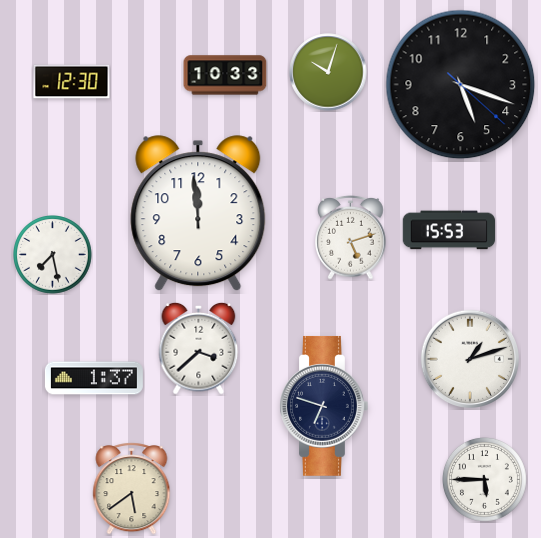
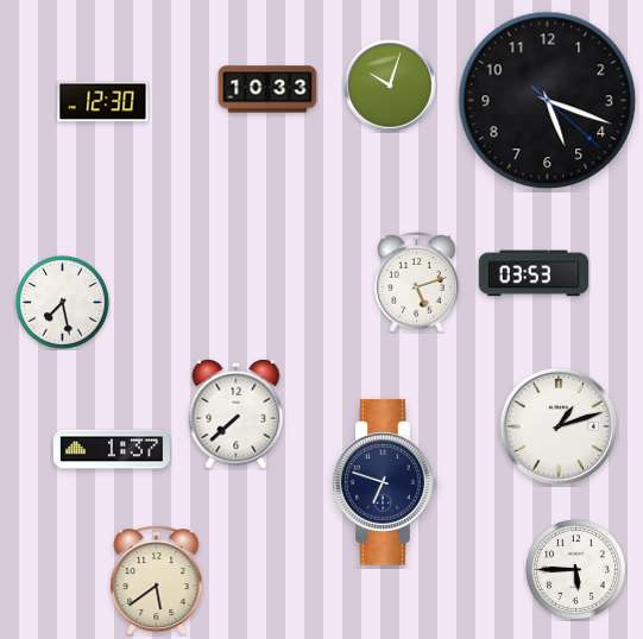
clock at (72, 82) position: (72, 82) -> (103, 102)
clock at (198, 214): 11:59 -> none
clock at (449, 230): 15:53 -> 03:53
clock at (199, 348): 3:38 -> 7:38
